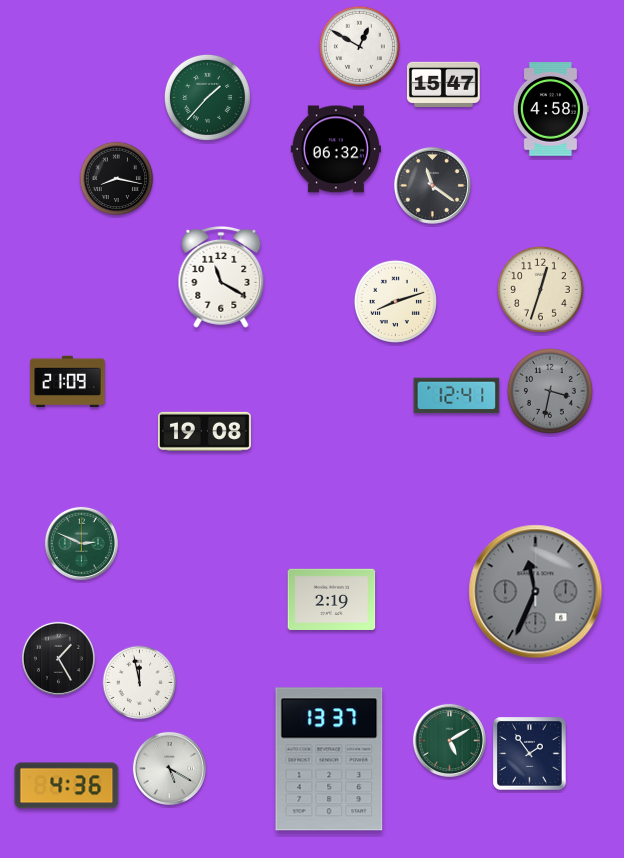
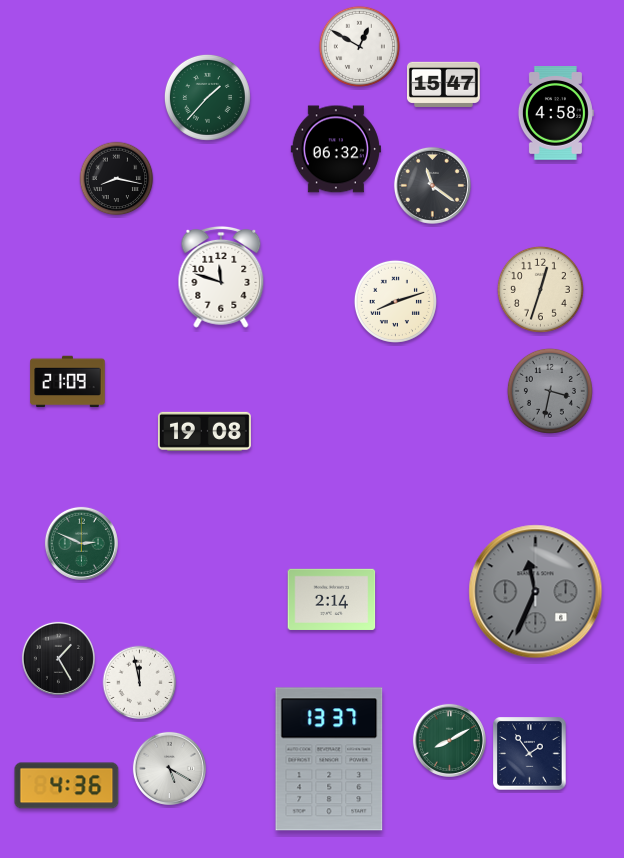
clock at (550, 110) position: (550, 110) -> (555, 114)
clock at (221, 277): 11:20 -> 11:48
clock at (457, 396): 12:41 -> none
clock at (332, 599): 2:19 -> 2:14
clock at (449, 740): 5:10 -> 8:10
